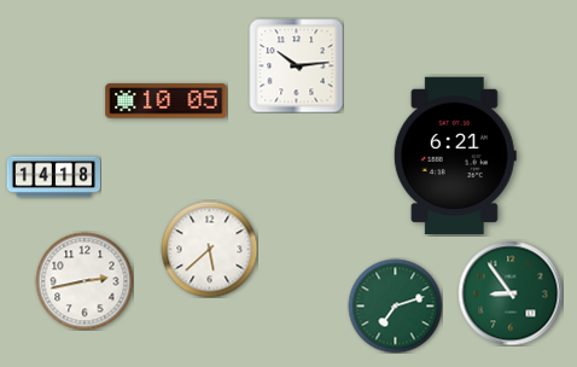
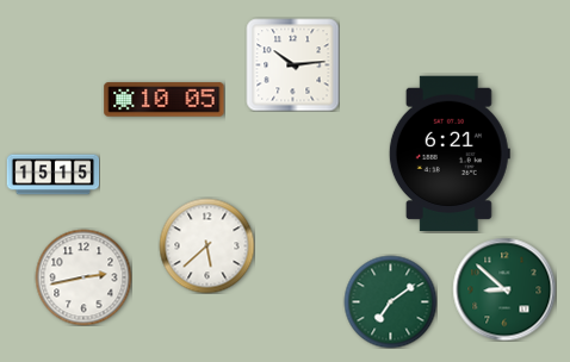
clock at (53, 177): 14:18 -> 15:15
clock at (511, 293): 8:54 -> 8:52
clock at (395, 305): 7:12 -> 7:09
